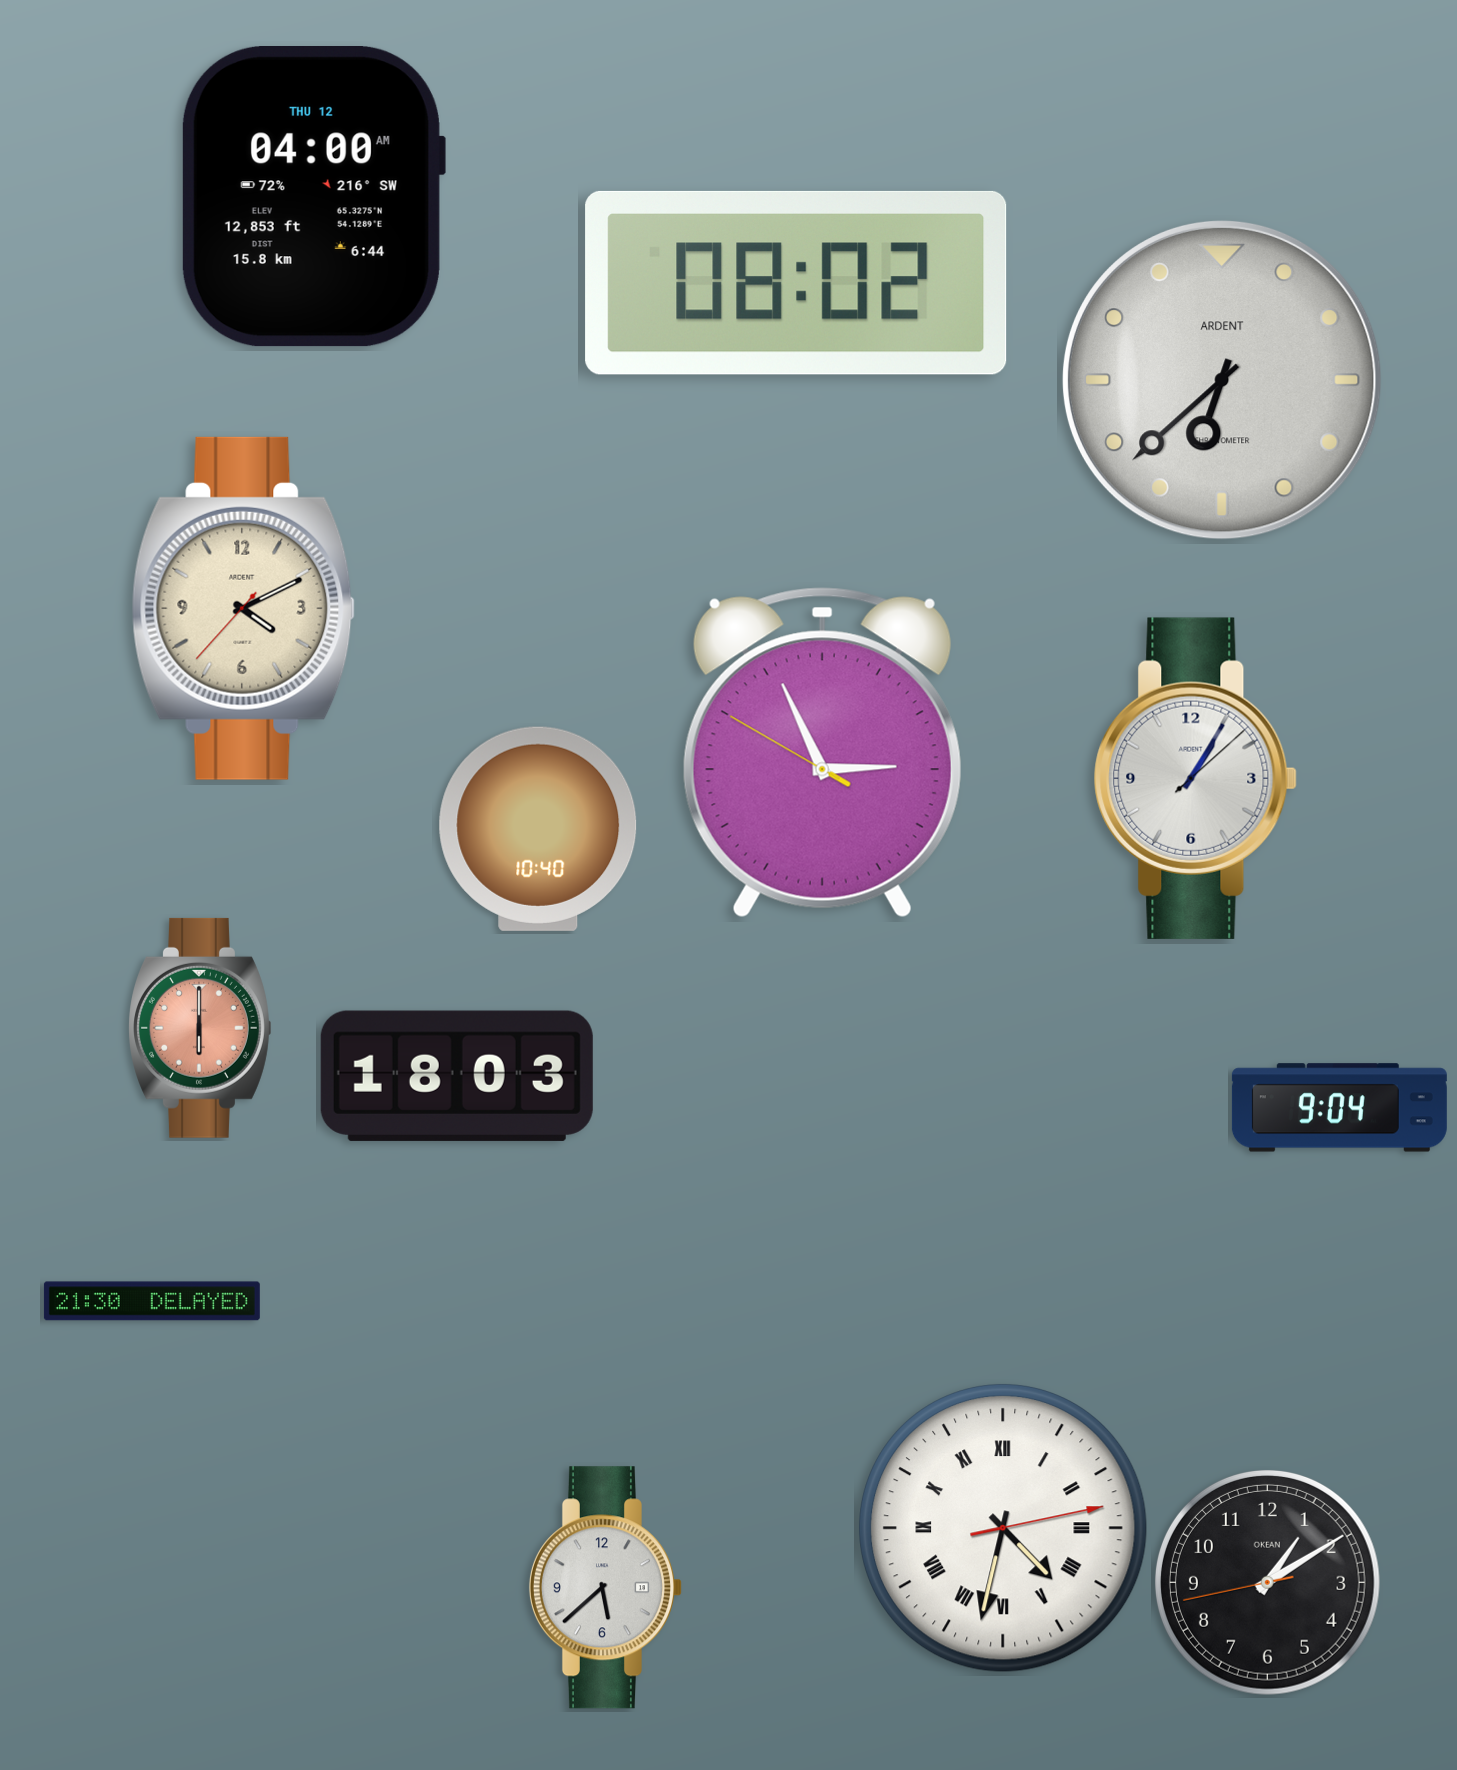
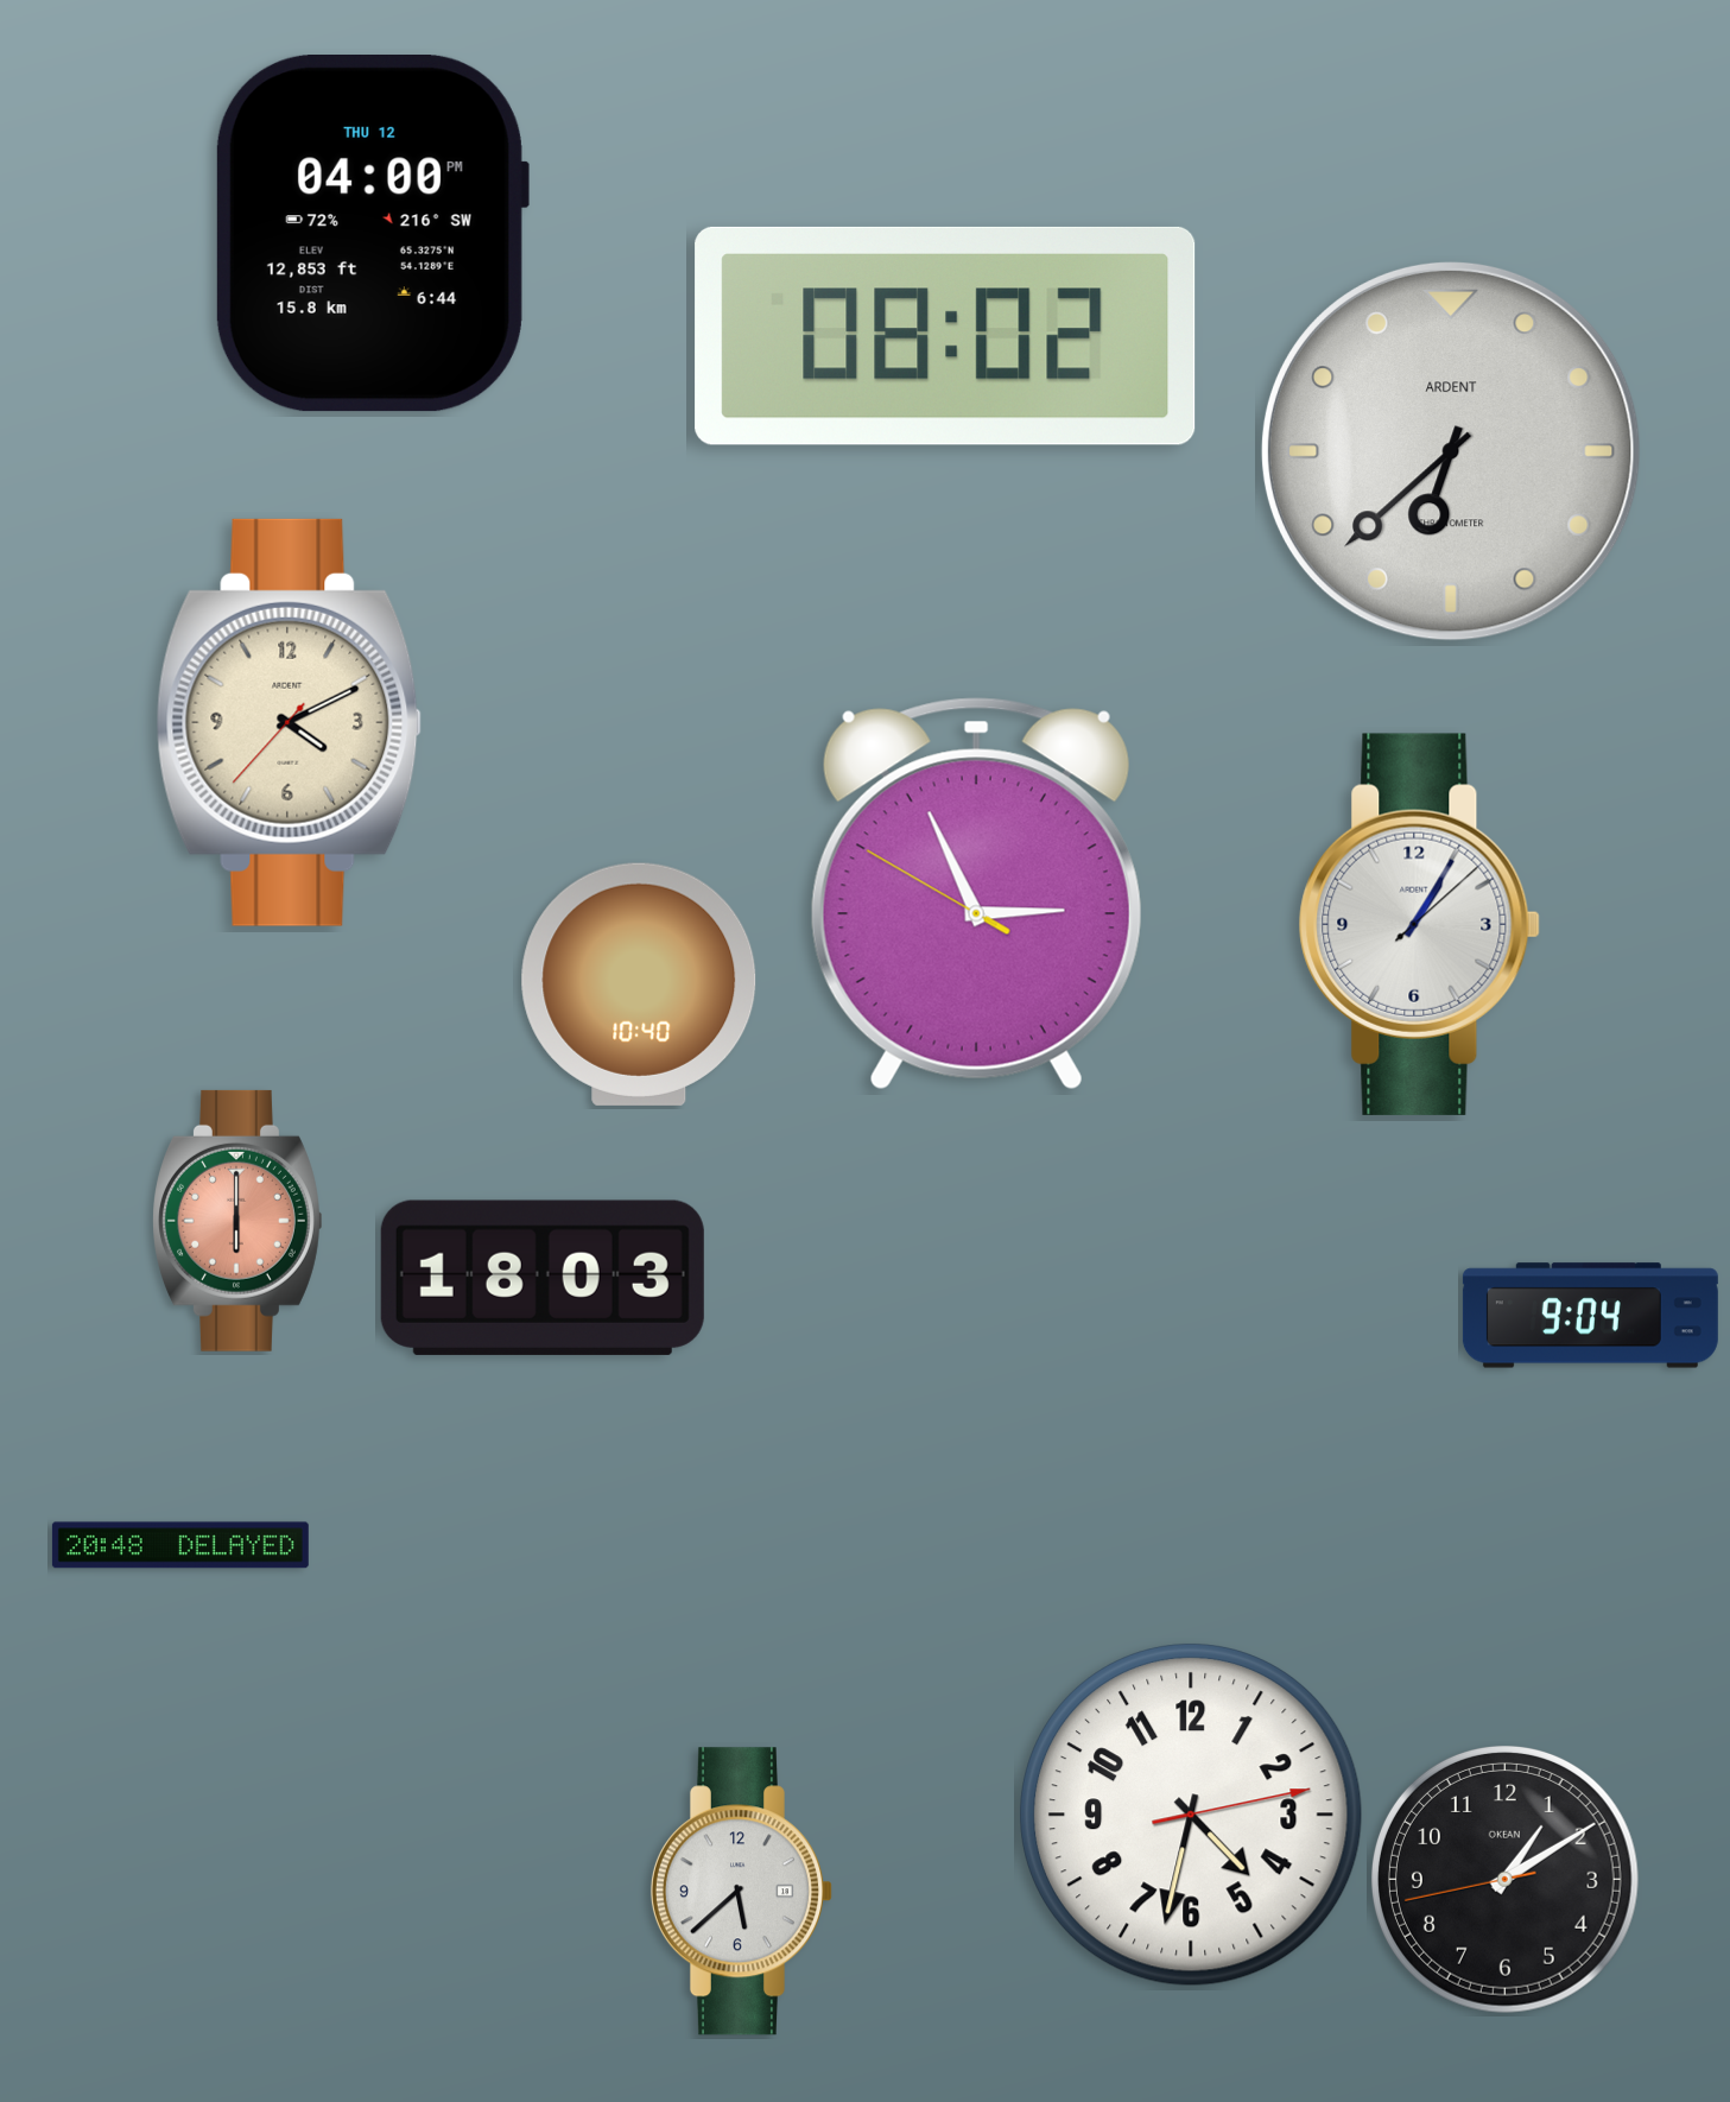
clock at (313, 197): 04:00 AM -> 04:00 PM
clock at (152, 1301): 21:30 -> 20:48
clock at (1004, 1529) numerals: Roman -> Arabic
clock at (605, 1588) position: (605, 1588) -> (741, 1892)
